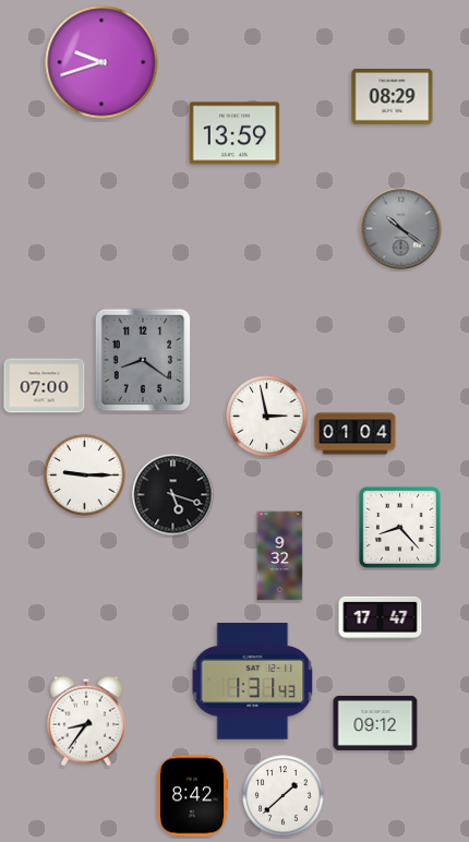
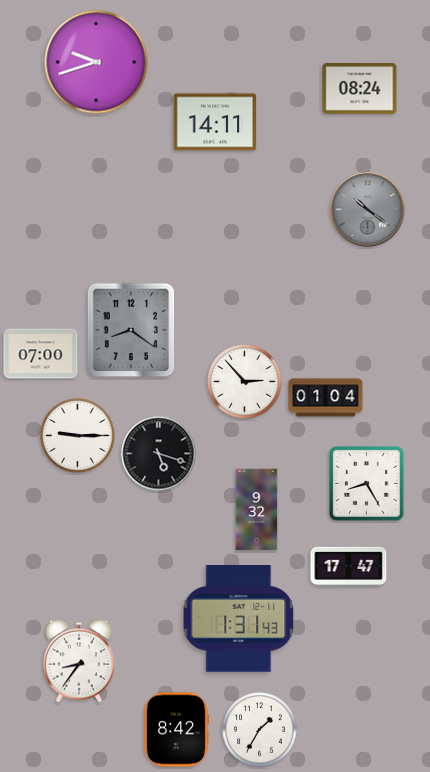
clock at (101, 62) position: (101, 62) -> (96, 62)
clock at (393, 97): 08:29 -> 08:24
clock at (234, 133): 13:59 -> 14:11
clock at (267, 417): 2:58 -> 2:53
clock at (400, 528): 8:23 -> 8:25
clock at (253, 682) position: (253, 682) -> (239, 619)
clock at (375, 723): 09:12 -> none
clock at (284, 796): 1:38 -> 1:35
